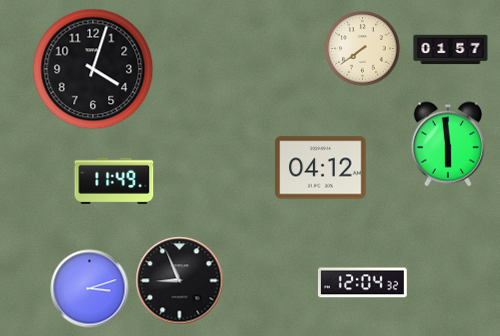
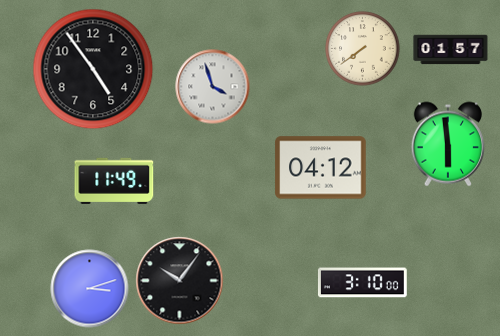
clock at (93, 69): 4:03 -> 4:54
clock at (213, 87): none -> 3:57
clock at (180, 281): 8:56 -> 10:06
clock at (362, 283): 12:04 -> 3:10
